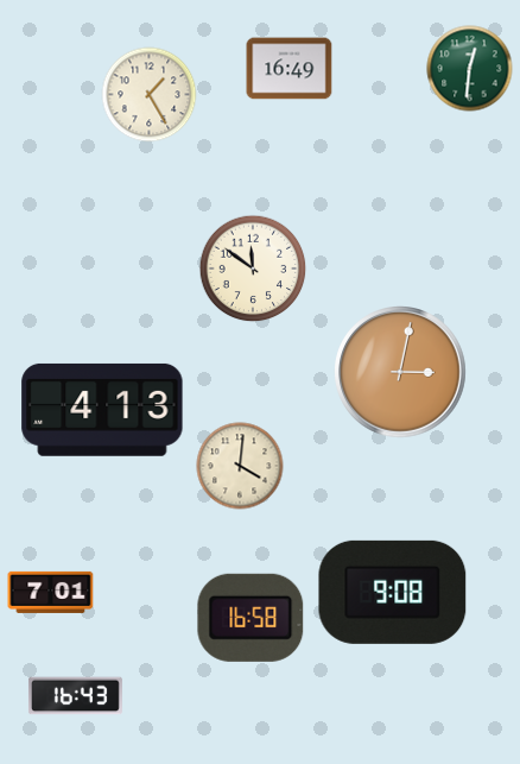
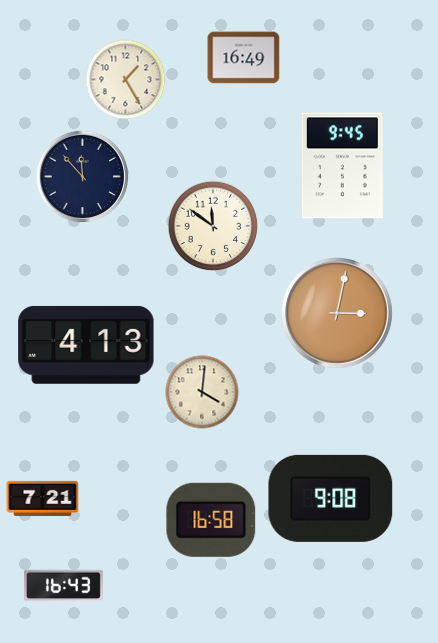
clock at (470, 69): 12:31 -> none
clock at (342, 166): none -> 9:45
clock at (82, 176): none -> 11:53
clock at (51, 592): 7:01 -> 7:21
